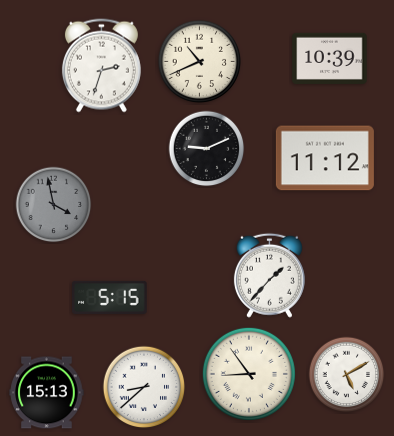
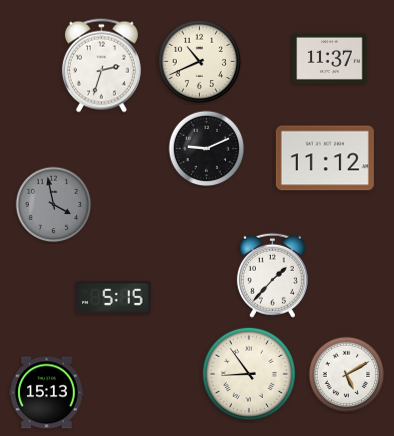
clock at (330, 58): 10:39 -> 11:37
clock at (269, 275) position: (269, 275) -> (272, 275)
clock at (110, 297) position: (110, 297) -> (114, 297)
clock at (144, 387): 8:38 -> none
